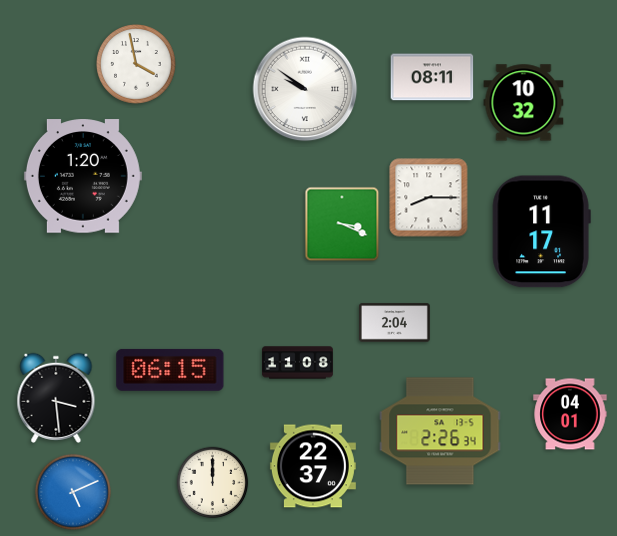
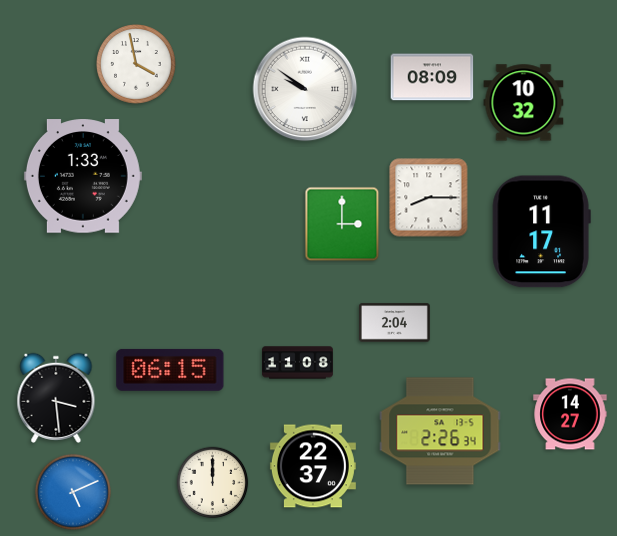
clock at (432, 77): 08:11 -> 08:09
clock at (83, 176): 1:20 -> 1:33
clock at (342, 224): 3:19 -> 3:00
clock at (570, 414): 04:01 -> 14:27
